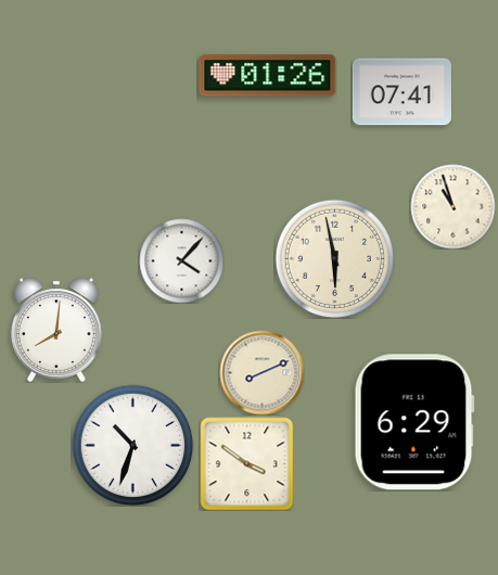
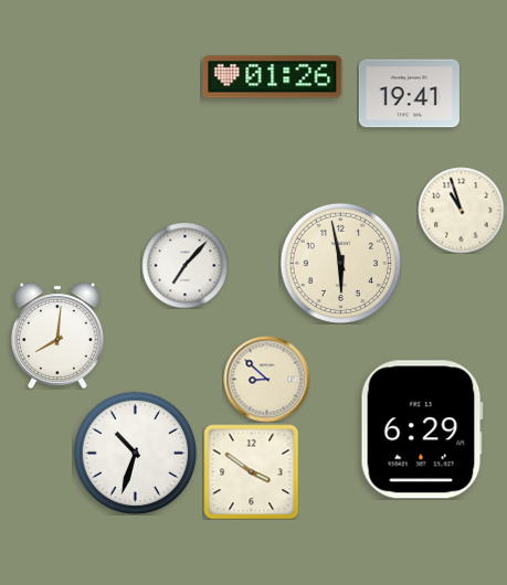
clock at (401, 92): 07:41 -> 19:41
clock at (181, 260): 4:07 -> 7:07
clock at (261, 372): 8:11 -> 8:52
